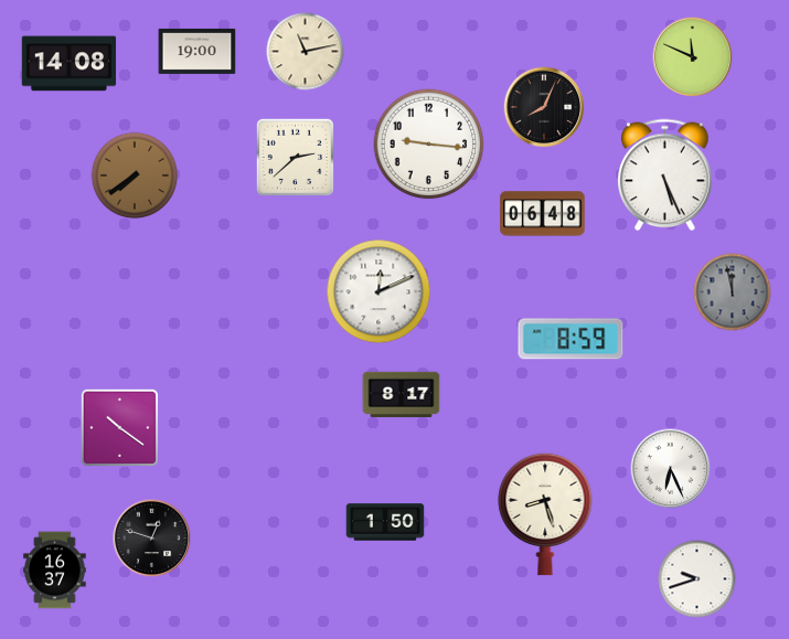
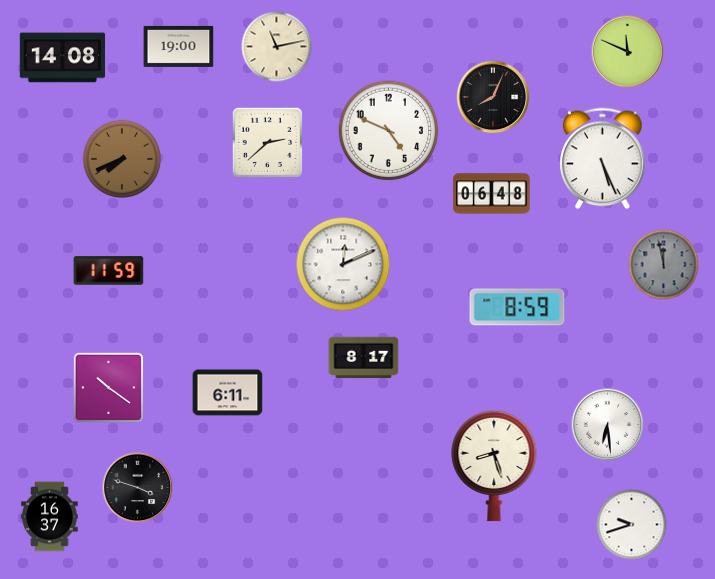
clock at (429, 145): 9:16 -> 4:49
clock at (135, 175): 7:39 -> 7:41
clock at (109, 271): none -> 11:59
clock at (228, 393): none -> 6:11
clock at (671, 469): 6:26 -> 6:29
clock at (385, 522): 1:50 -> none
clock at (152, 539): 12:48 -> 3:48
